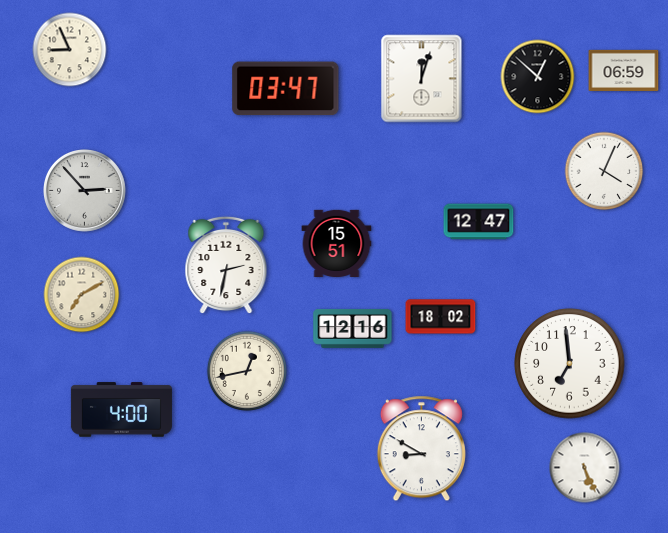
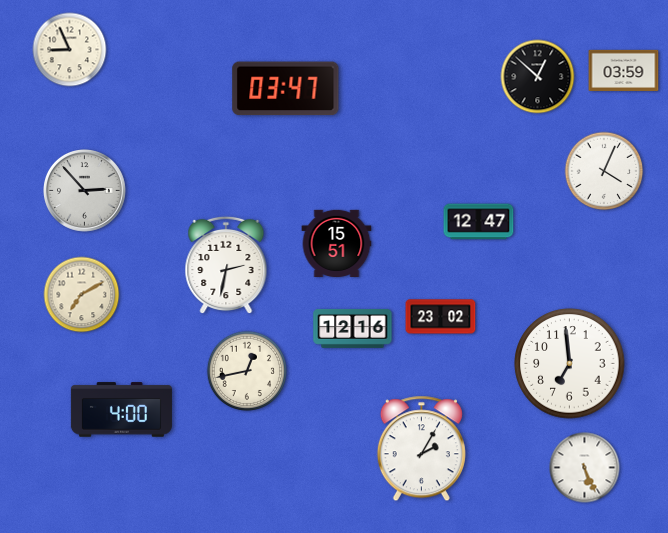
clock at (624, 70): 06:59 -> 03:59
clock at (422, 79): 12:03 -> none
clock at (441, 317): 18:02 -> 23:02
clock at (421, 449): 8:50 -> 2:05
